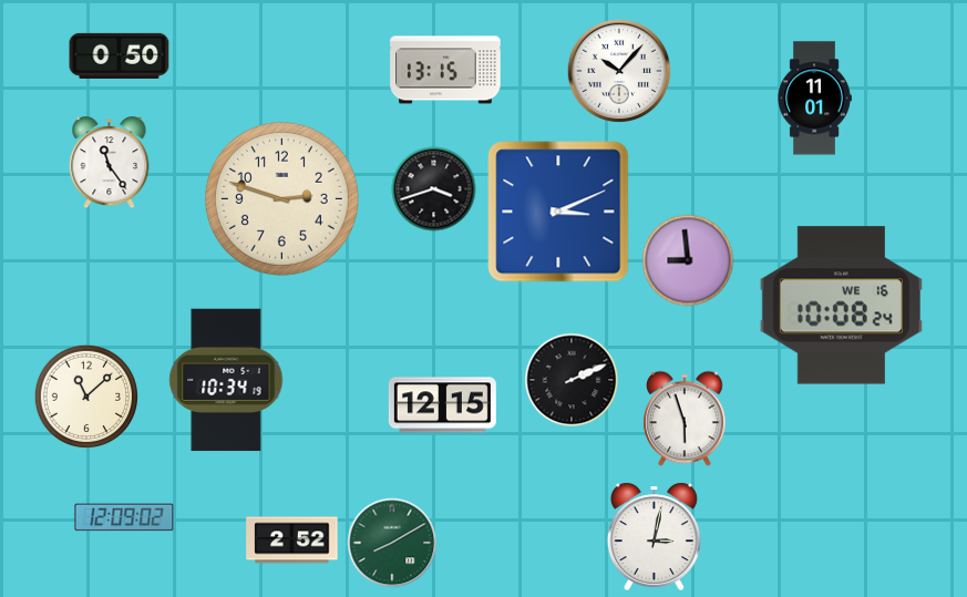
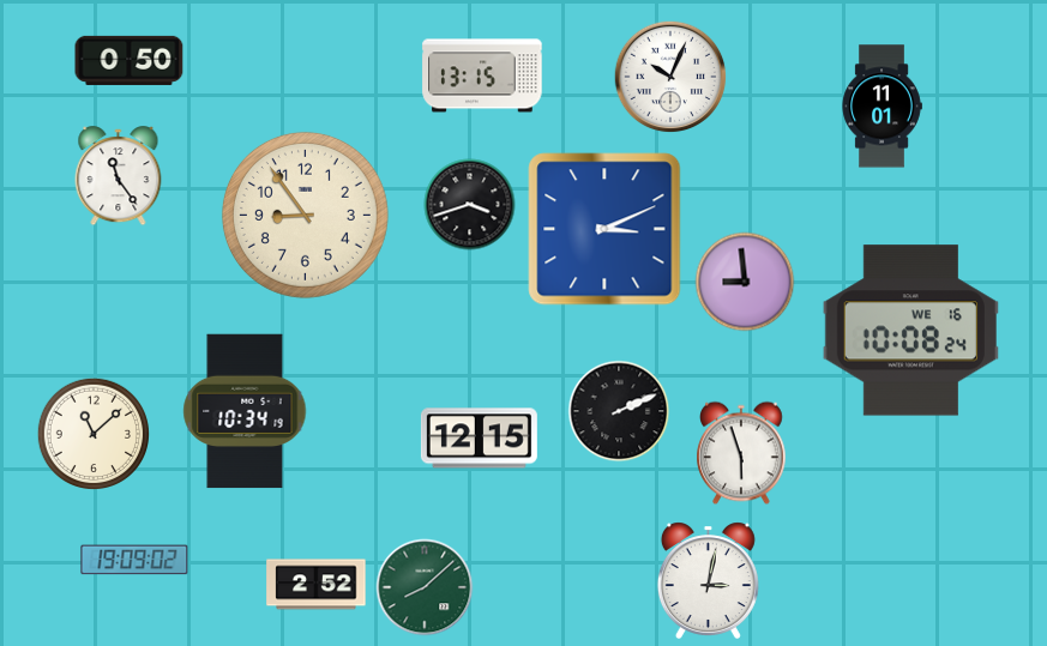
clock at (619, 71): 10:07 -> 10:04
clock at (281, 198): 2:48 -> 8:54
clock at (85, 395) position: (85, 395) -> (92, 433)
clock at (124, 517): 12:09 -> 19:09
clock at (392, 543): 8:10 -> 8:08
